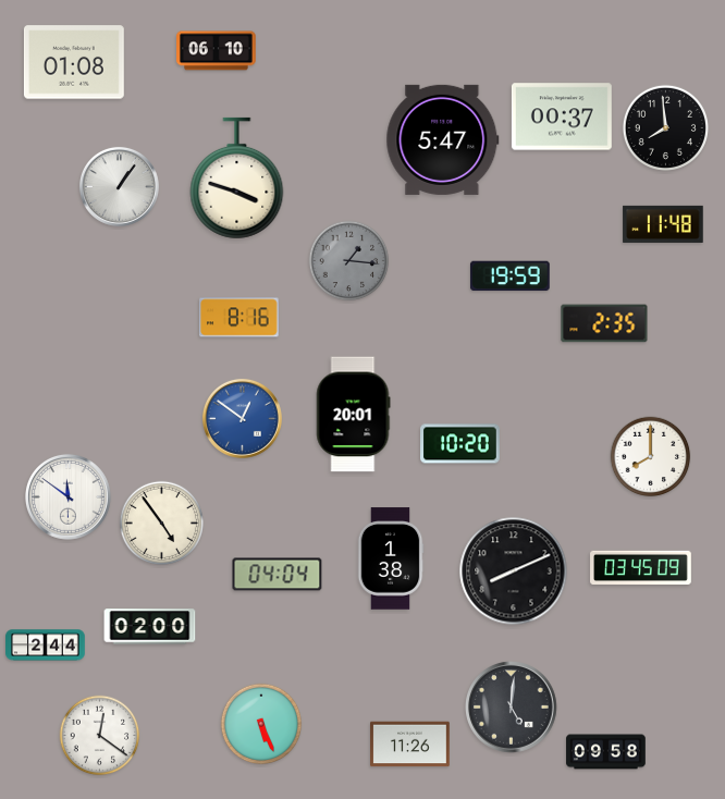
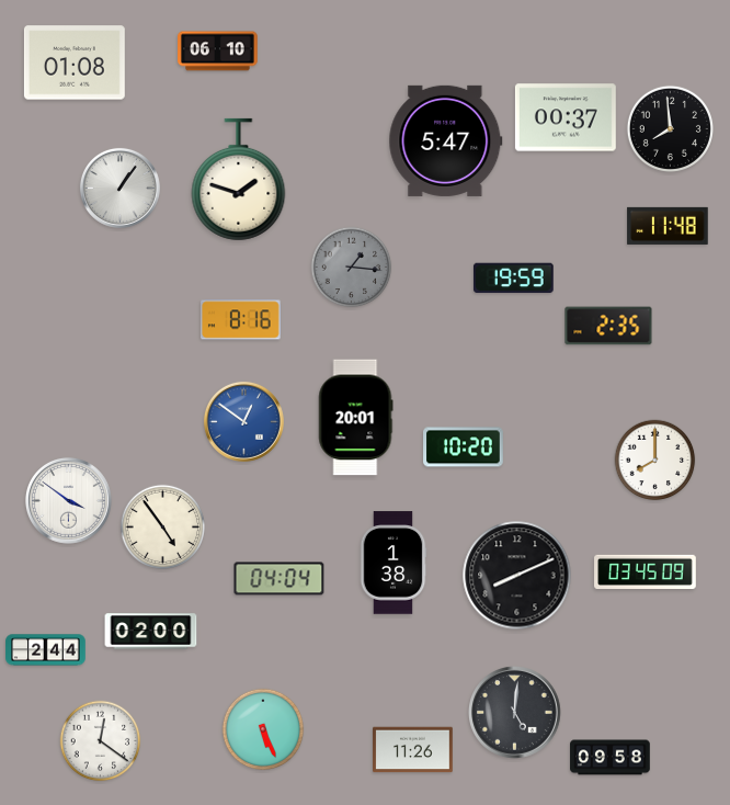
clock at (237, 179): 3:48 -> 1:48
clock at (349, 261) position: (349, 261) -> (352, 268)
clock at (67, 496): 11:51 -> 3:51
